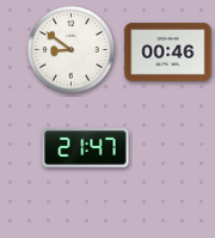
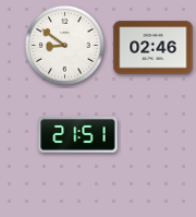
clock at (168, 53): 00:46 -> 02:46
clock at (86, 148): 21:47 -> 21:51
